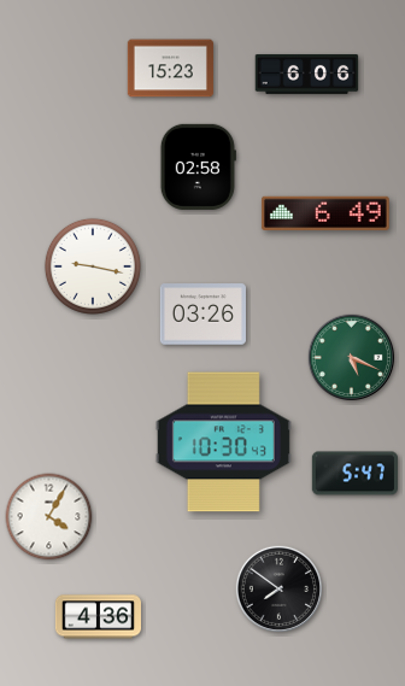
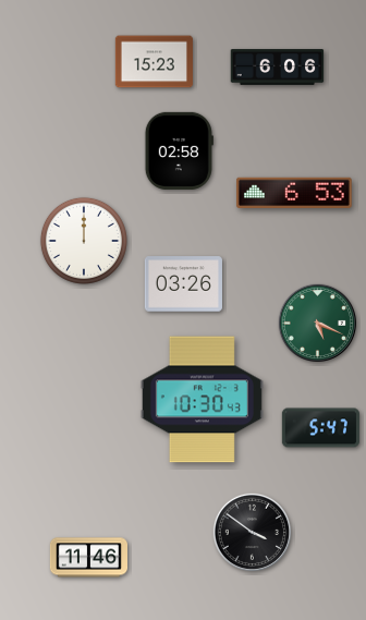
clock at (325, 212): 6:49 -> 6:53
clock at (93, 266): 9:17 -> 12:00
clock at (49, 517): 4:05 -> none
clock at (278, 588): 7:51 -> 3:51
clock at (98, 617): 4:36 -> 11:46
